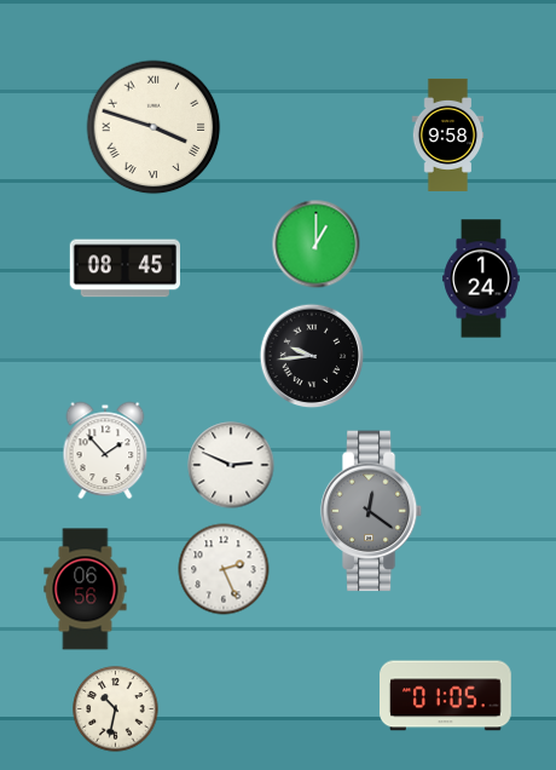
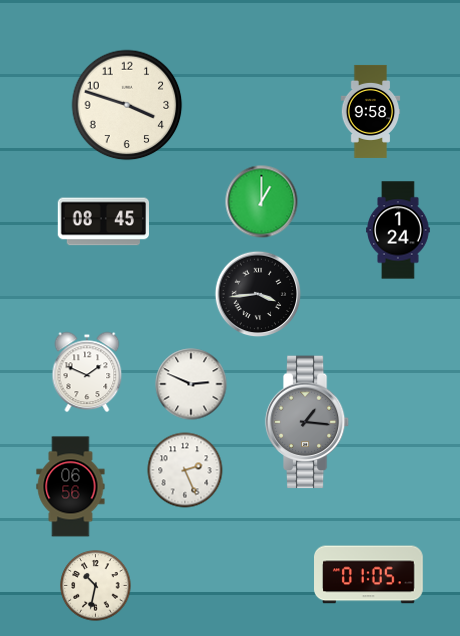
clock at (154, 127) numerals: Roman -> Arabic
clock at (312, 356): 9:44 -> 3:44
clock at (105, 450): 1:53 -> 1:49
clock at (371, 511): 12:21 -> 1:16
